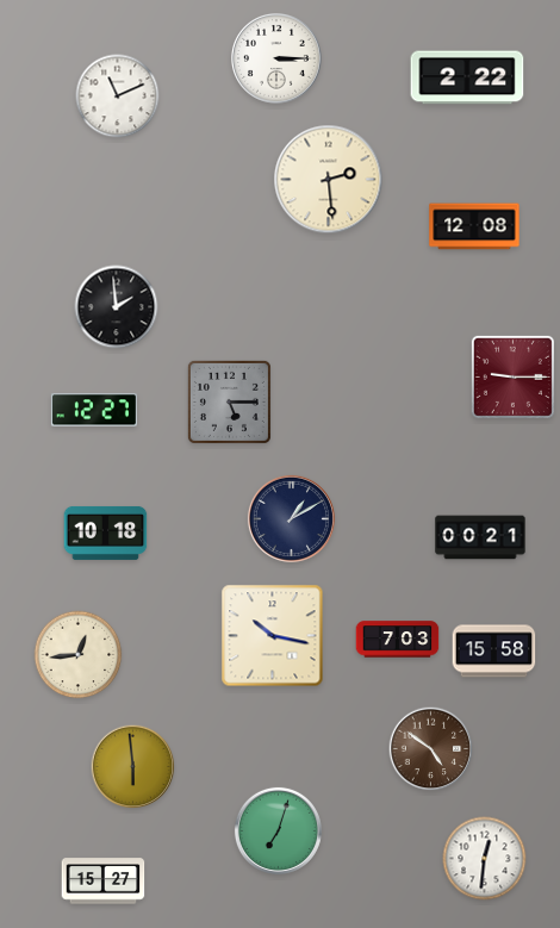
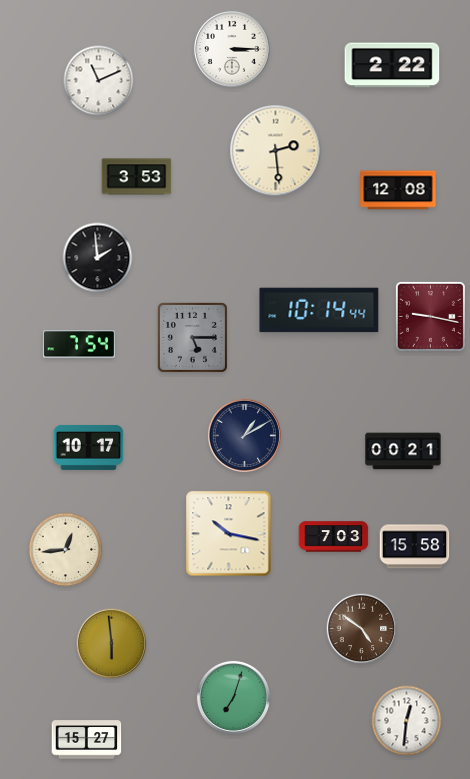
clock at (137, 177): none -> 3:53
clock at (319, 310): none -> 10:14
clock at (512, 376): 9:15 -> 9:17
clock at (94, 410): 12:27 -> 7:54
clock at (106, 532): 10:18 -> 10:17
